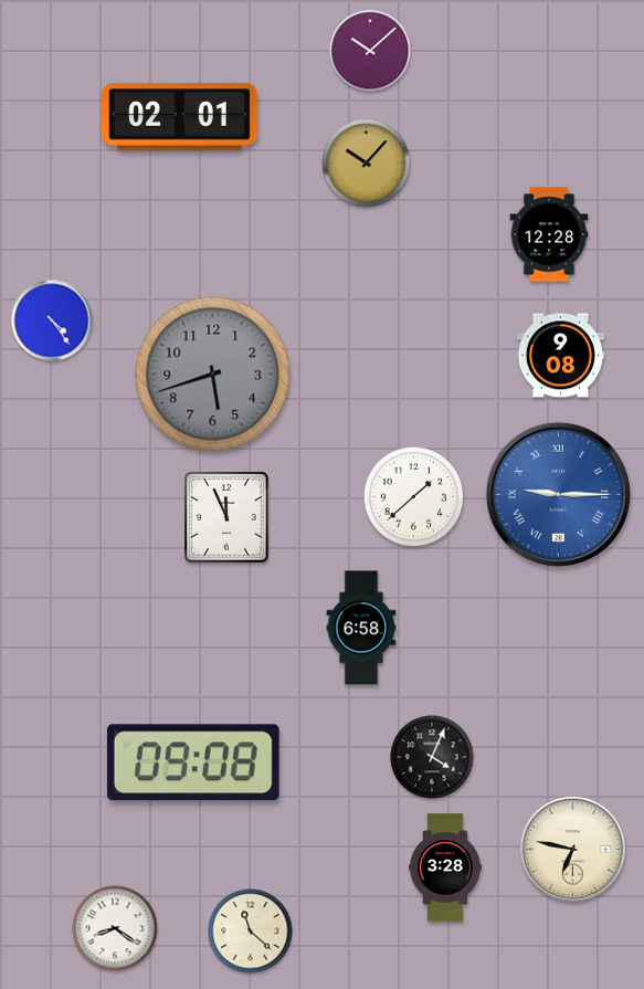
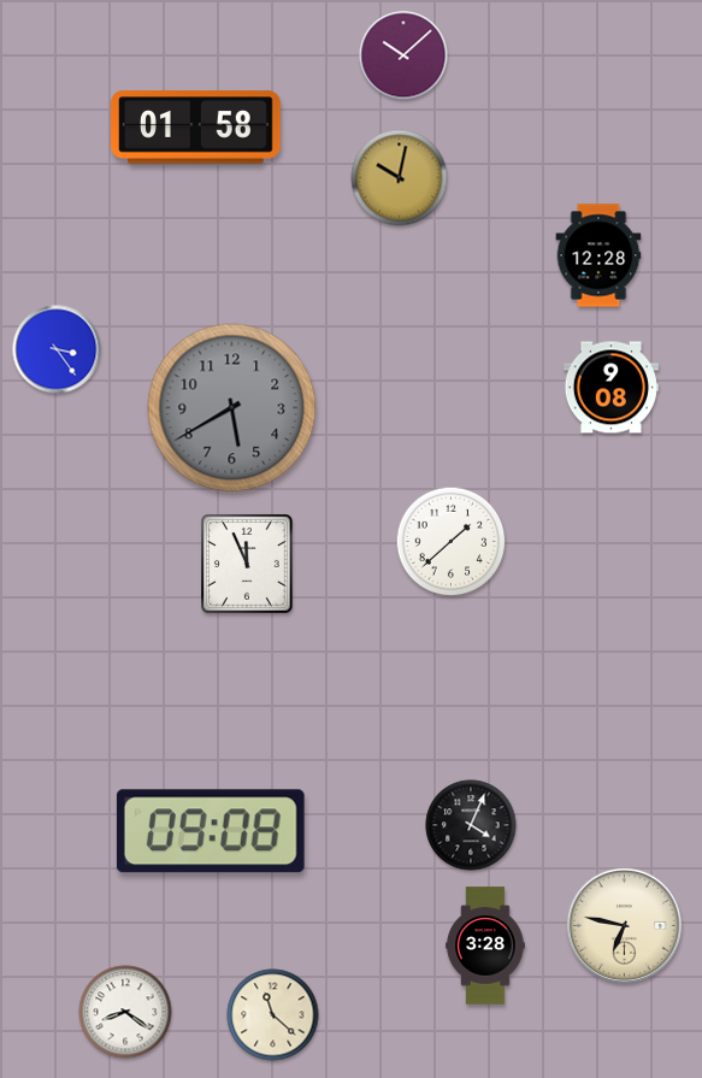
clock at (180, 117): 02:01 -> 01:58
clock at (367, 164): 10:07 -> 10:02
clock at (52, 320): 4:24 -> 3:24
clock at (213, 375): 5:42 -> 5:40
clock at (558, 494): 9:15 -> none
clock at (361, 628): 6:58 -> none
